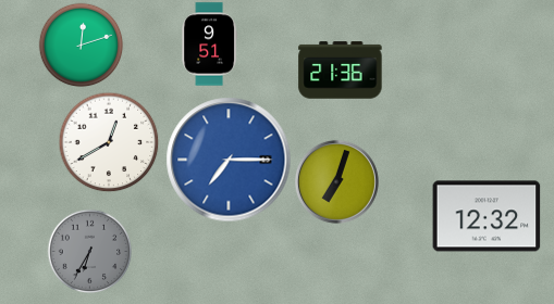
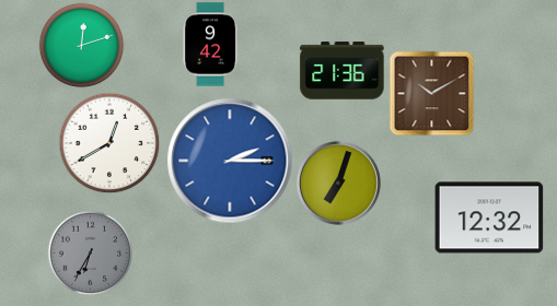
clock at (209, 45): 9:51 -> 9:42
clock at (431, 93): none -> 10:10
clock at (229, 160): 7:15 -> 2:15
